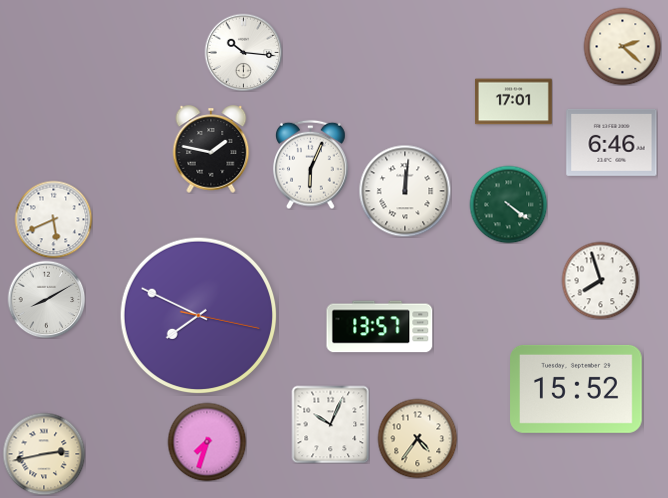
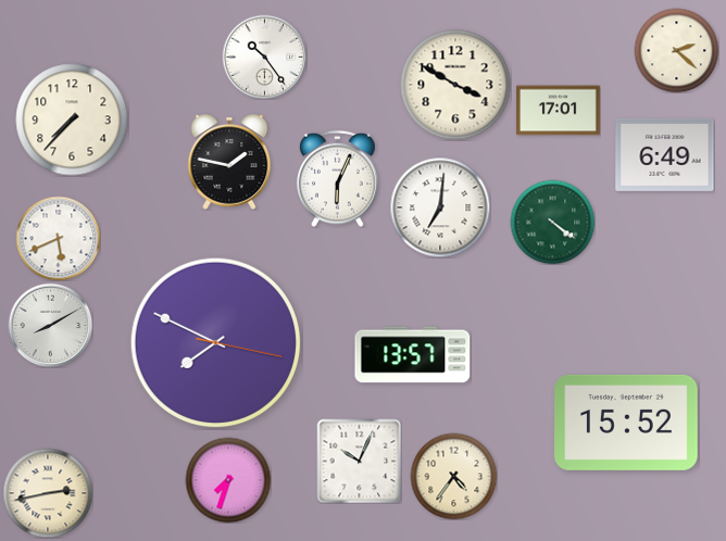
clock at (243, 52): 10:16 -> 10:24
clock at (455, 85): none -> 3:50
clock at (72, 119): none -> 7:37
clock at (612, 142): 6:46 -> 6:49
clock at (405, 191): 12:01 -> 7:01
clock at (600, 280): 7:57 -> none
clock at (207, 442) position: (207, 442) -> (228, 480)
